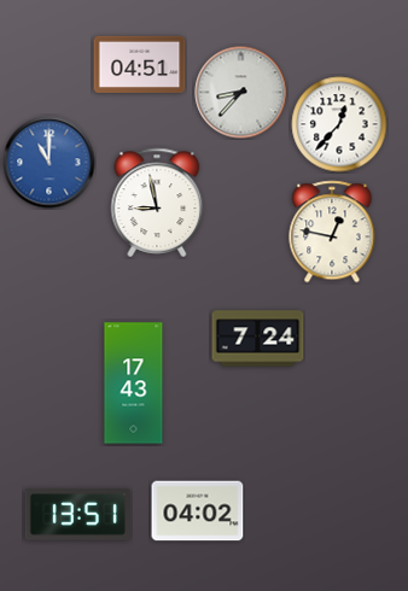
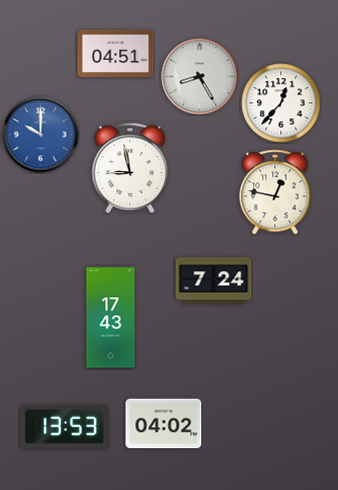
clock at (241, 93): 8:37 -> 8:25
clock at (49, 163): 11:00 -> 10:00
clock at (77, 515): 13:51 -> 13:53
